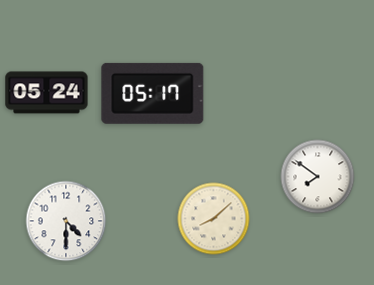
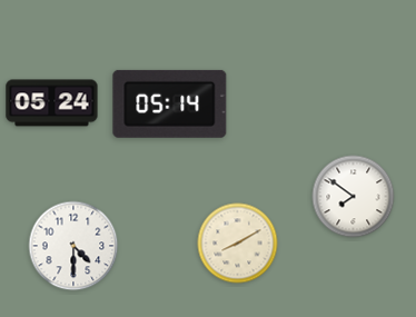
clock at (153, 93): 05:17 -> 05:14
clock at (214, 219): 8:08 -> 8:10
